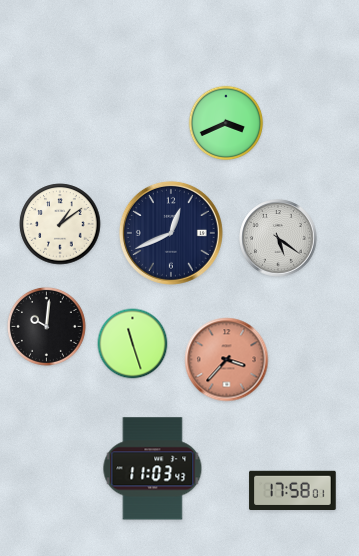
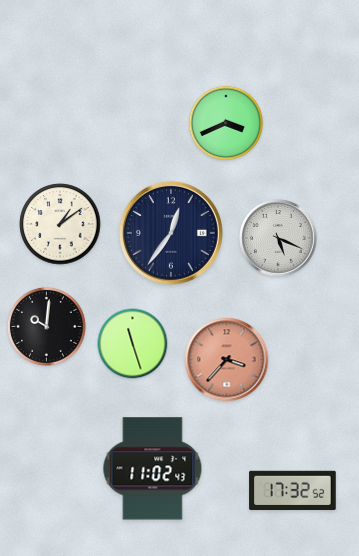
clock at (171, 233): 12:41 -> 12:36
clock at (278, 238): 5:21 -> 5:19
clock at (153, 469): 11:03 -> 11:02
clock at (293, 491): 17:58 -> 17:32
